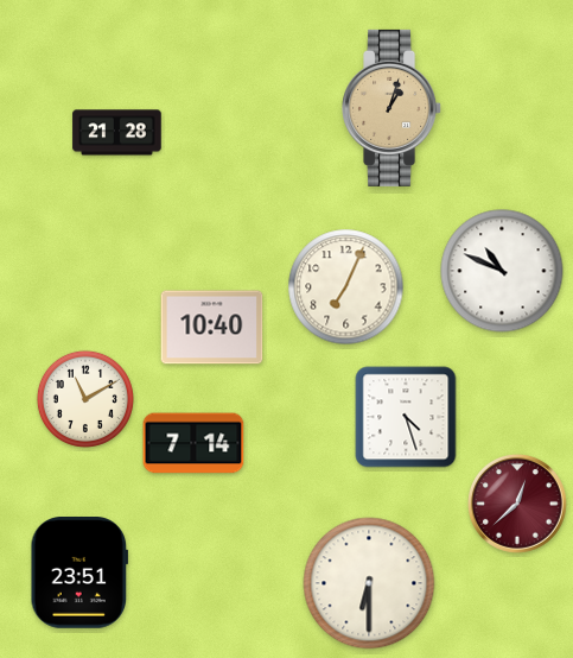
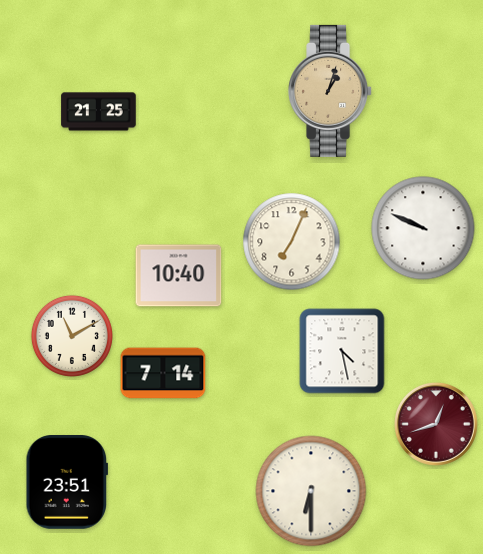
clock at (117, 133): 21:28 -> 21:25
clock at (502, 271): 10:49 -> 9:49
clock at (406, 417): 4:27 -> 4:28
clock at (518, 505): 12:38 -> 12:42
